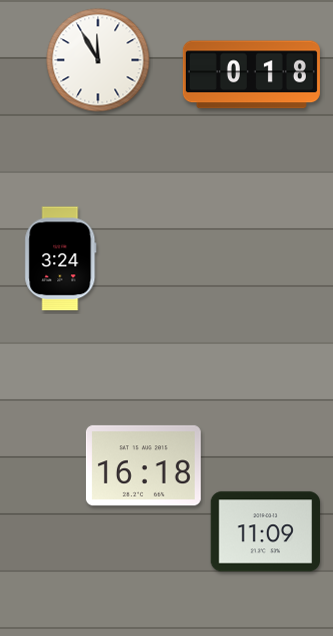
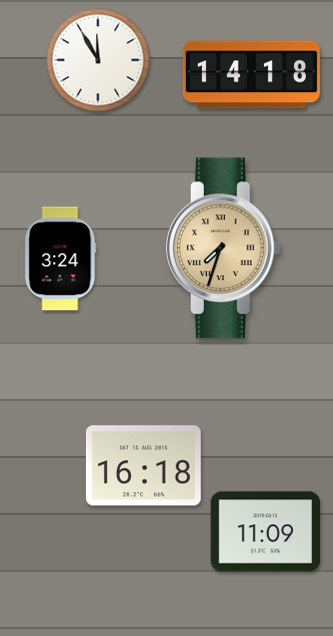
clock at (251, 75): 0:18 -> 14:18
clock at (223, 248): none -> 7:33
